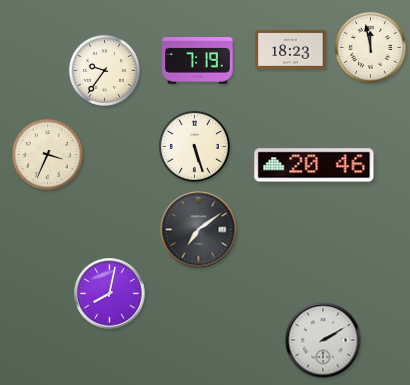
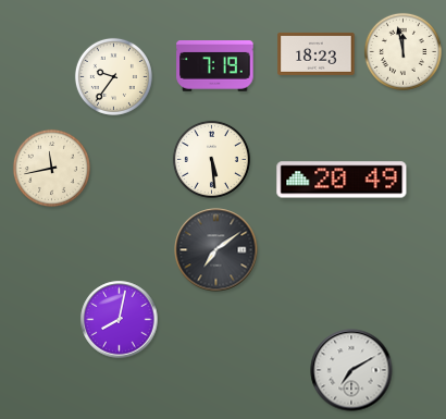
clock at (194, 146): 5:27 -> 5:29
clock at (47, 154): 3:34 -> 11:43
clock at (314, 165): 20:46 -> 20:49
clock at (323, 340): 2:10 -> 7:10
